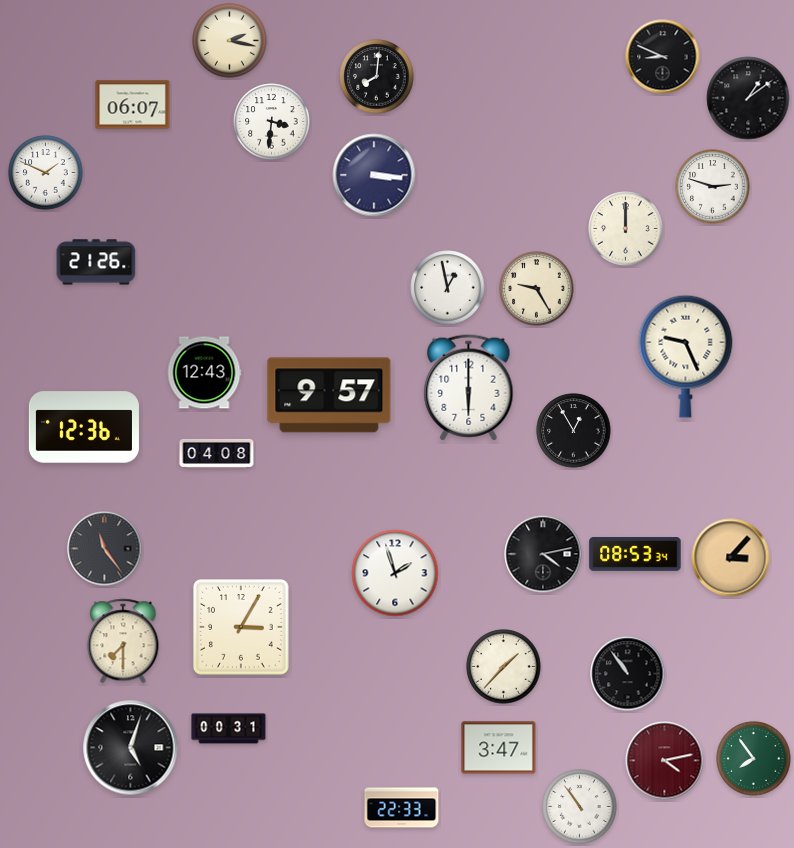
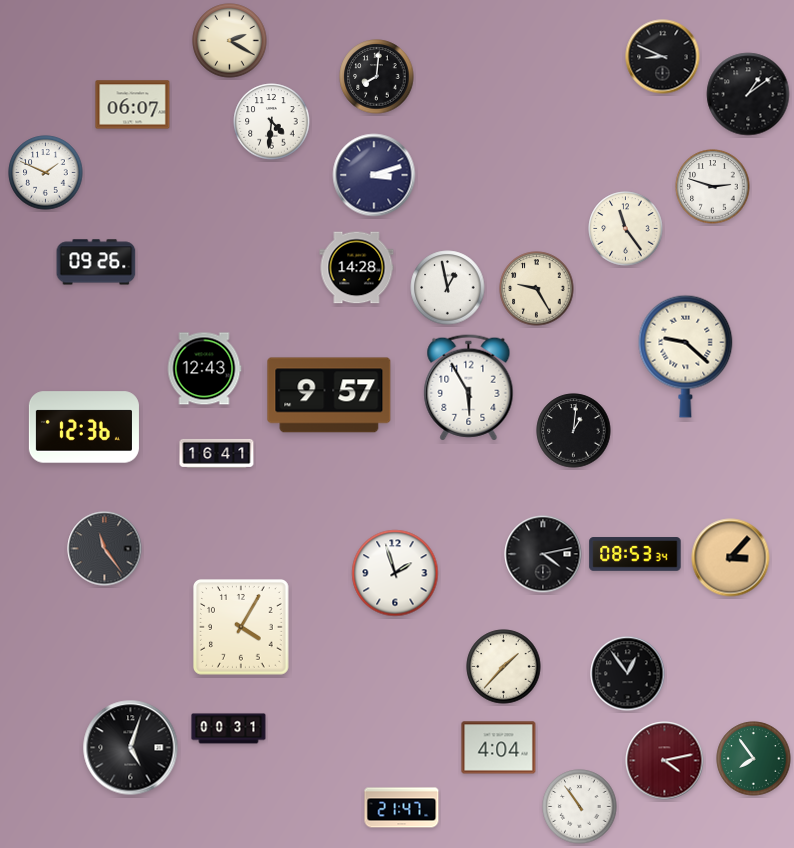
clock at (230, 41): 2:17 -> 2:20
clock at (748, 98) position: (748, 98) -> (748, 94)
clock at (272, 122): 3:31 -> 4:31
clock at (374, 175): 3:16 -> 3:12
clock at (626, 229): 12:00 -> 11:24
clock at (96, 262): 21:26 -> 09:26
clock at (357, 268): none -> 14:28
clock at (686, 356): 9:26 -> 9:22
clock at (204, 373) position: (204, 373) -> (204, 369)
clock at (469, 388): 6:00 -> 5:55
clock at (574, 431): 12:55 -> 1:01
clock at (217, 453): 04:08 -> 16:41
clock at (242, 628): 3:05 -> 4:05
clock at (123, 641): 7:30 -> none
clock at (628, 674): 10:54 -> 12:54
clock at (499, 748): 3:47 -> 4:04
clock at (402, 808): 22:33 -> 21:47
